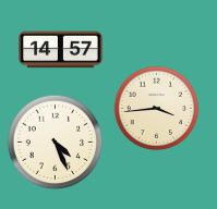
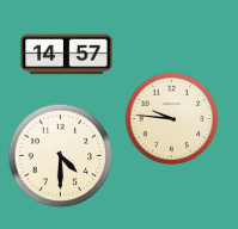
clock at (156, 108): 3:44 -> 9:46
clock at (55, 142): 4:26 -> 4:30
